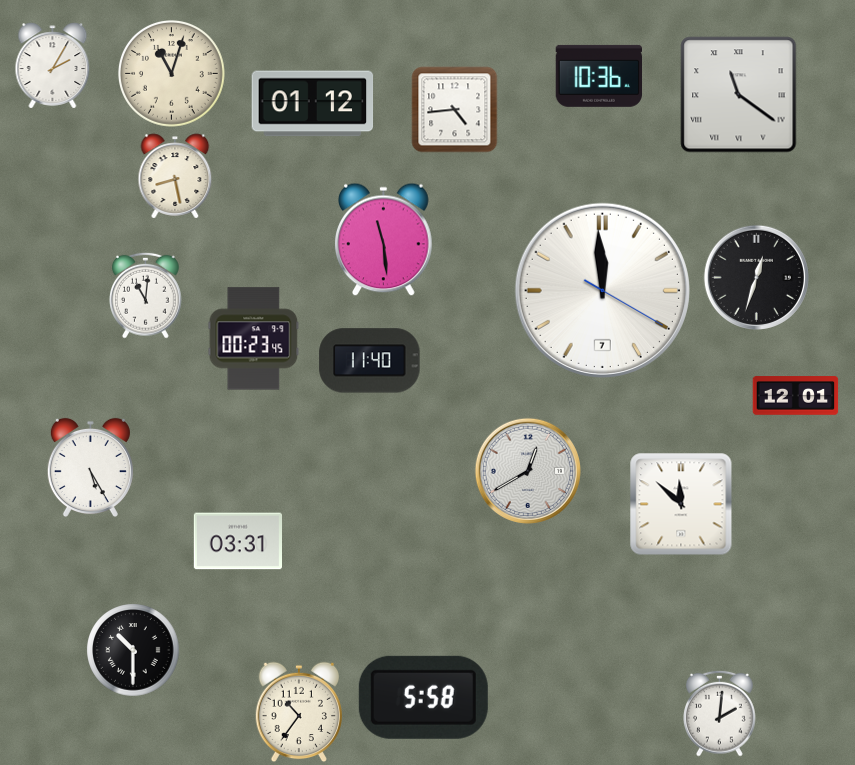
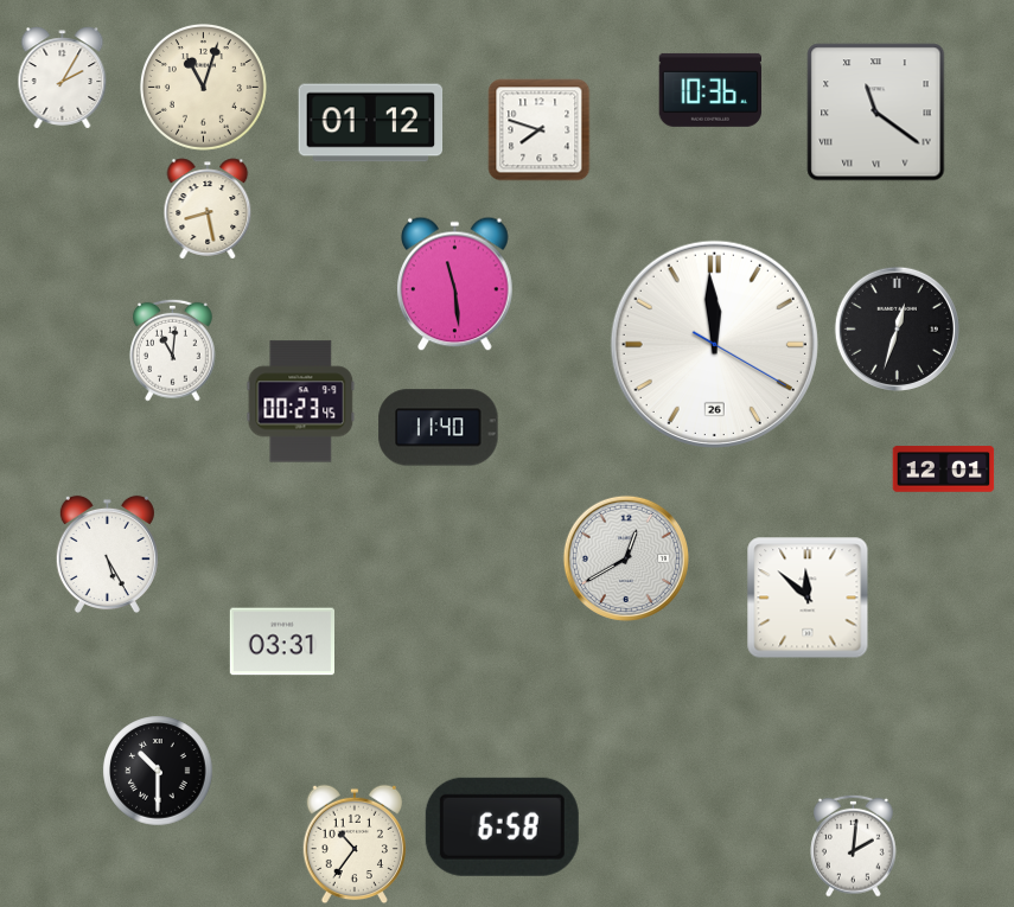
clock at (455, 110): 4:44 -> 7:48
clock at (602, 290) date: 7 -> 26
clock at (423, 697): 5:58 -> 6:58
